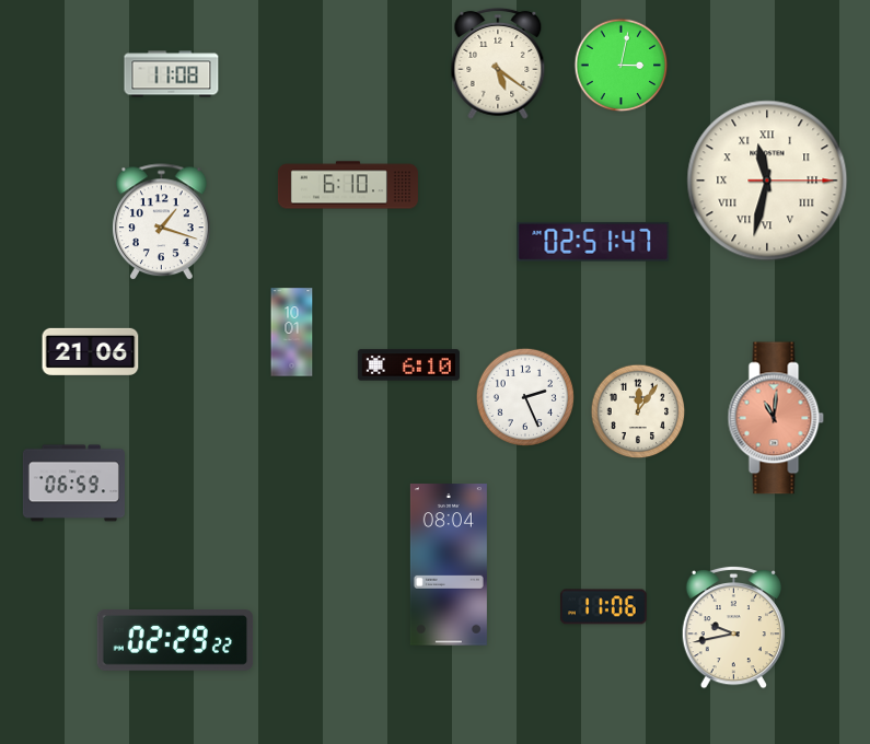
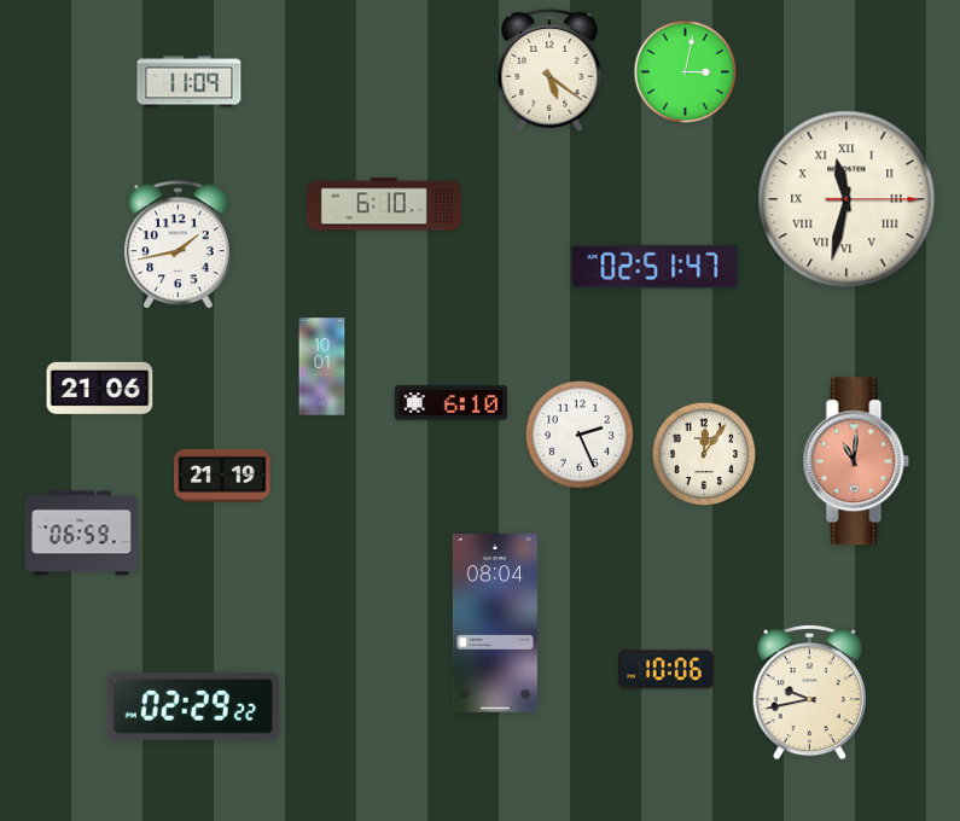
clock at (172, 74): 11:08 -> 11:09
clock at (162, 222): 1:18 -> 1:43
clock at (525, 397) position: (525, 397) -> (580, 435)
clock at (222, 476): none -> 21:19
clock at (604, 607): 11:06 -> 10:06
